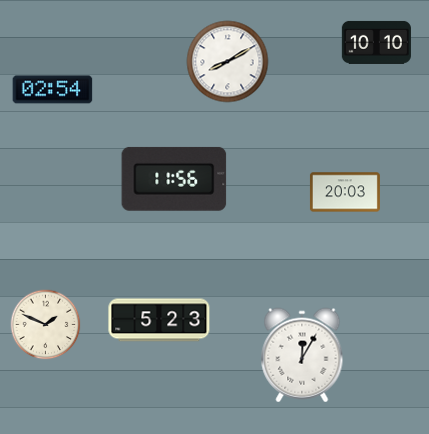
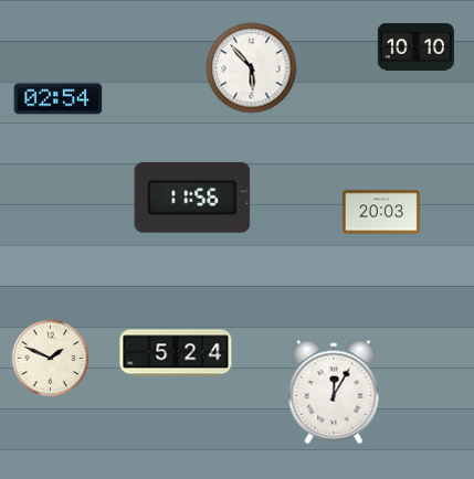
clock at (228, 62): 8:10 -> 5:53
clock at (159, 320): 5:23 -> 5:24
